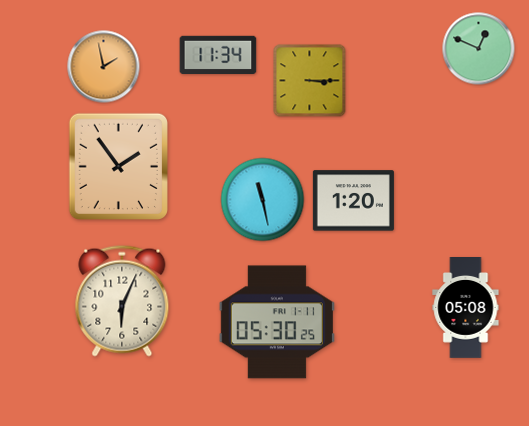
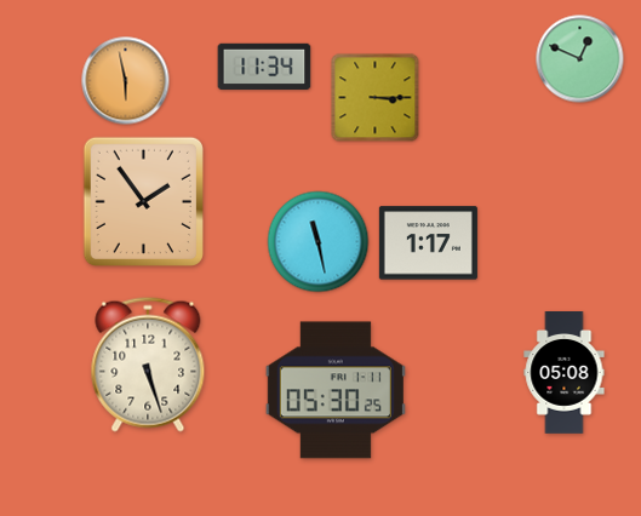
clock at (104, 67): 1:58 -> 5:58
clock at (353, 201): 1:20 -> 1:17
clock at (122, 301): 6:04 -> 5:27
